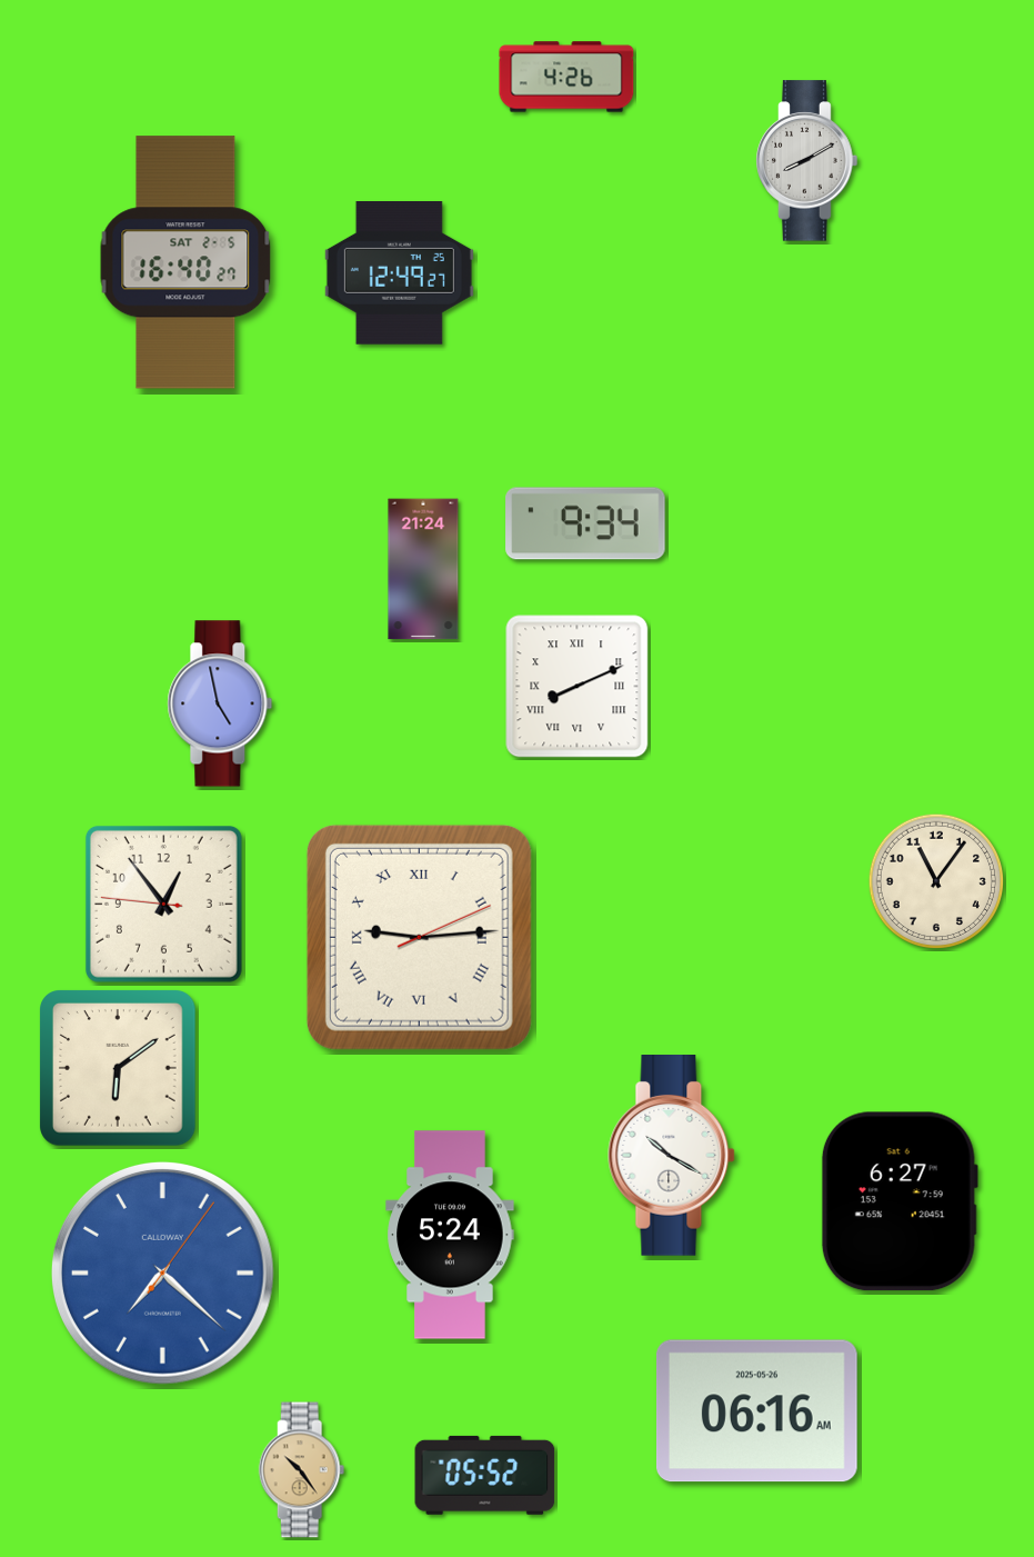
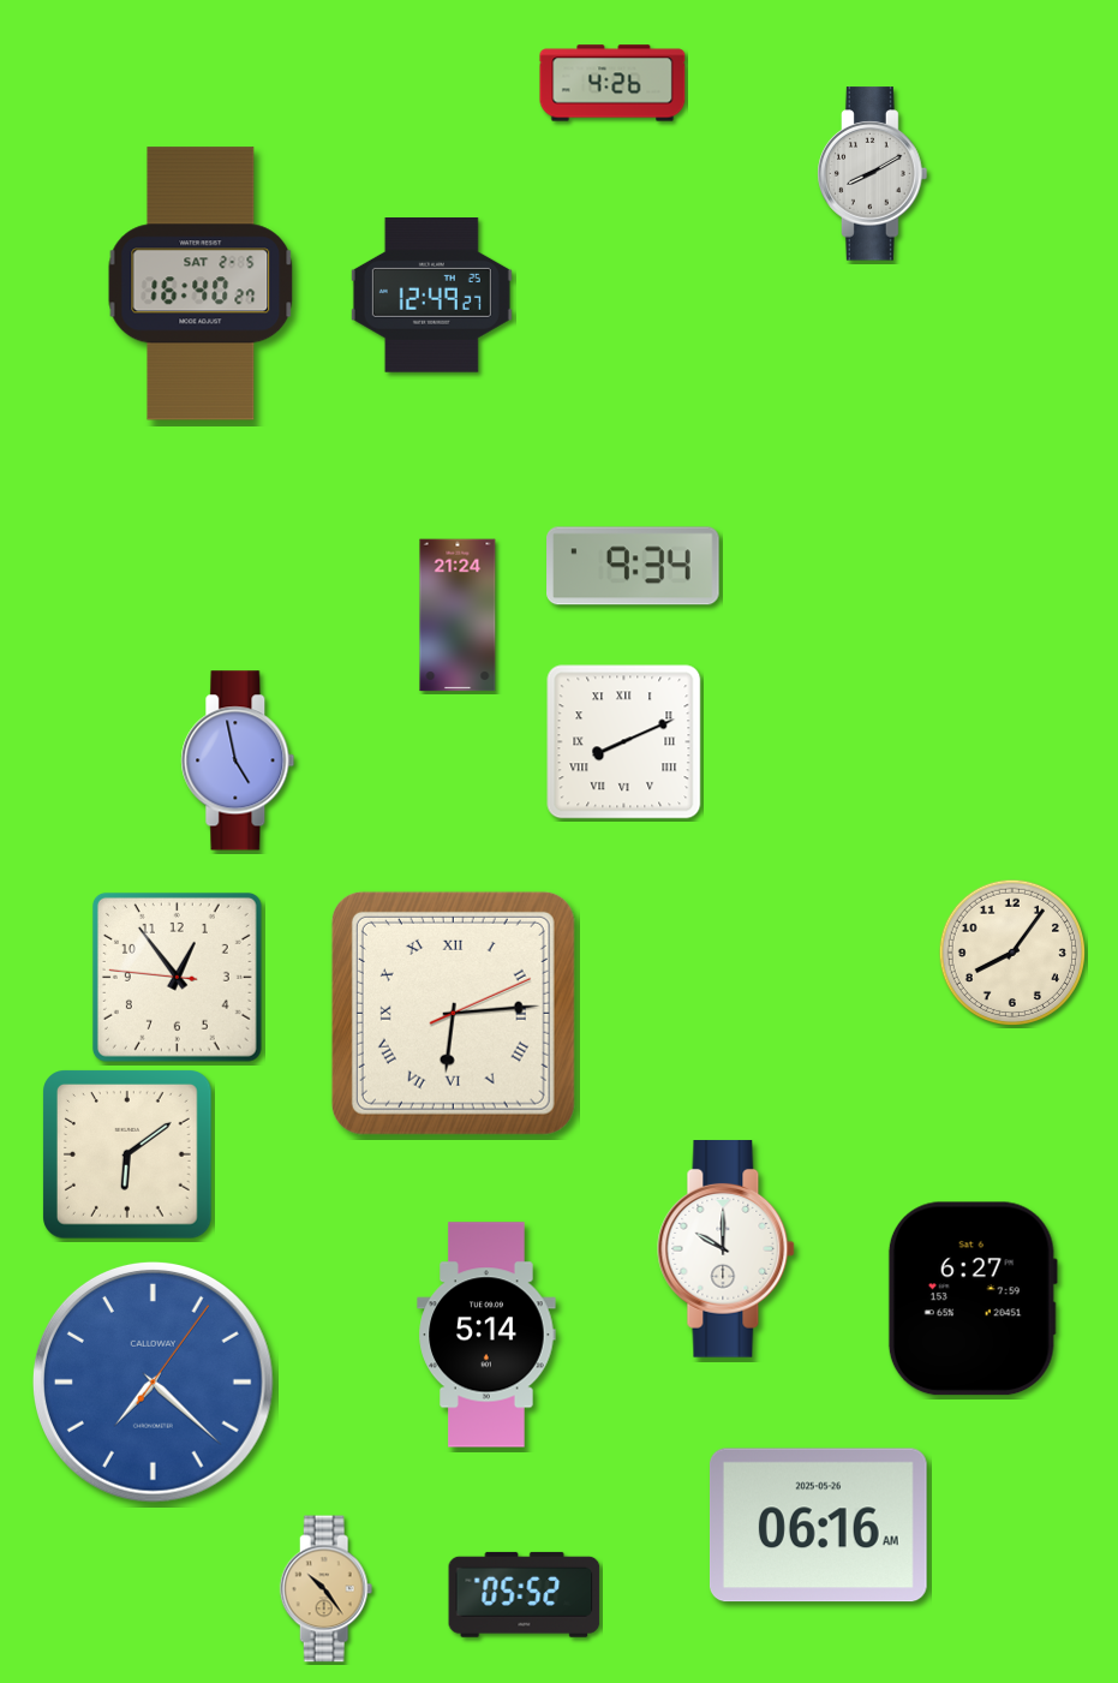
clock at (935, 880): 11:06 -> 8:06
clock at (419, 937): 9:14 -> 6:14
clock at (672, 1156): 10:20 -> 10:00
clock at (450, 1235): 5:24 -> 5:14
clock at (162, 1272) position: (162, 1272) -> (153, 1381)
